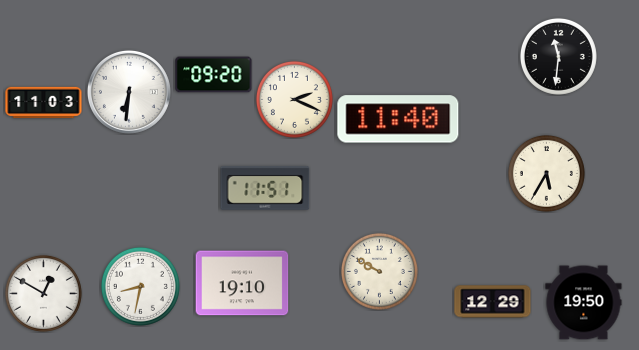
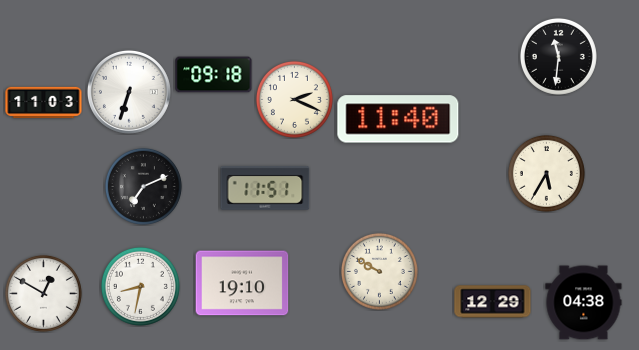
clock at (214, 75): 09:20 -> 09:18
clock at (129, 92): 6:31 -> 6:33
clock at (143, 186): none -> 7:11
clock at (584, 303): 19:50 -> 04:38
